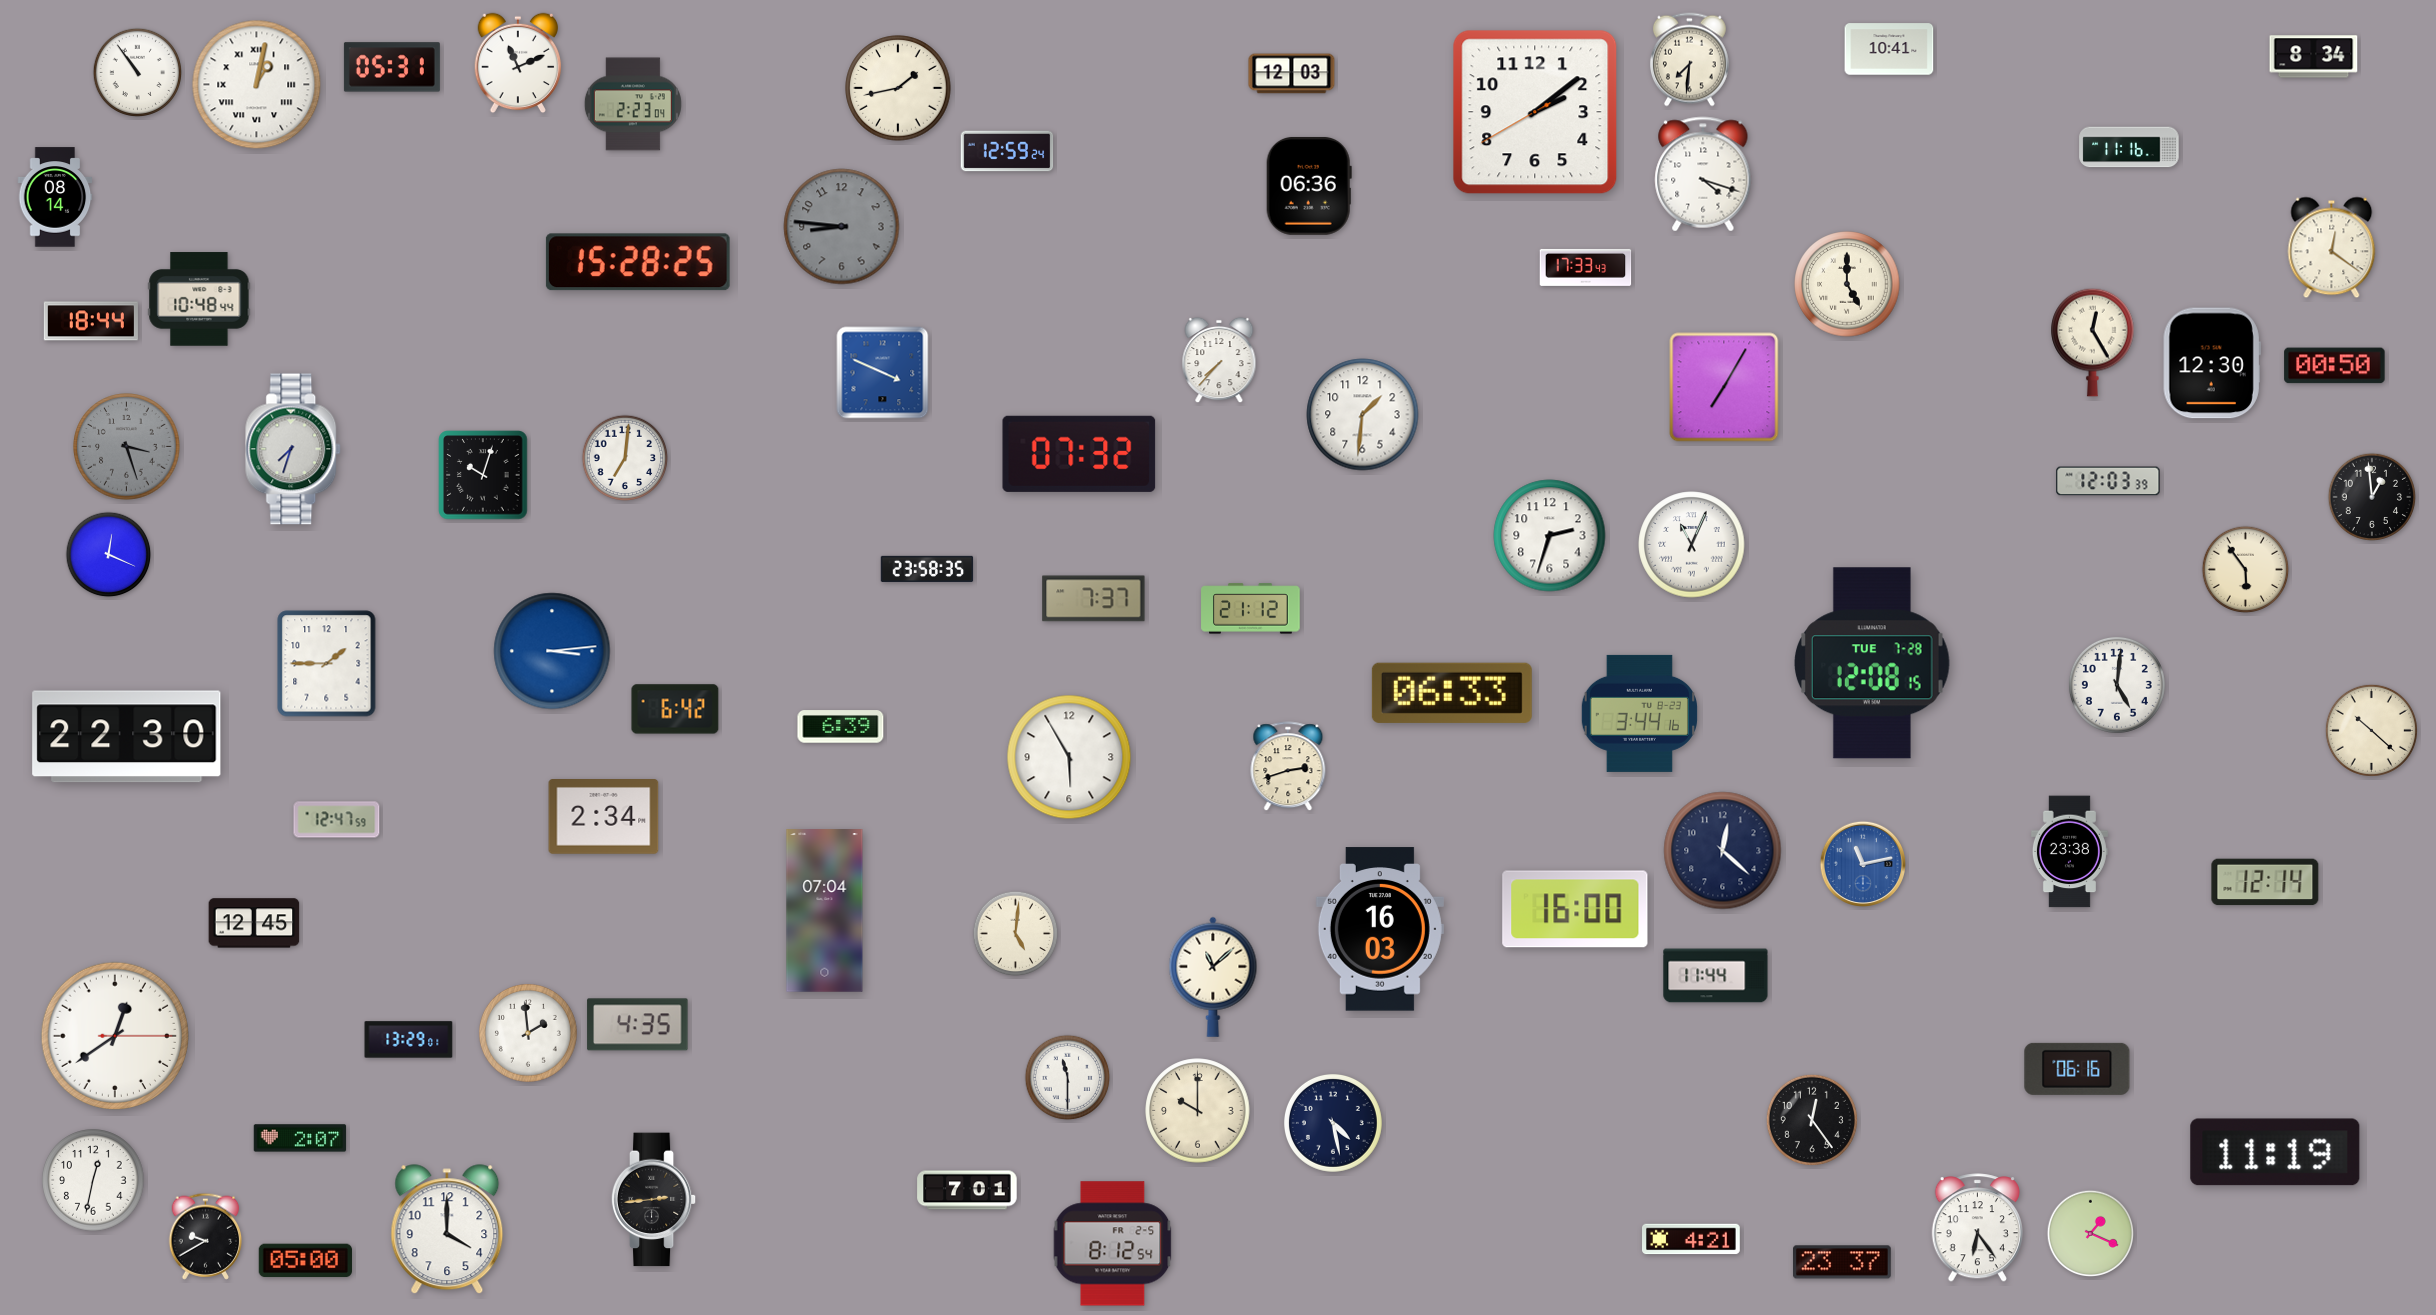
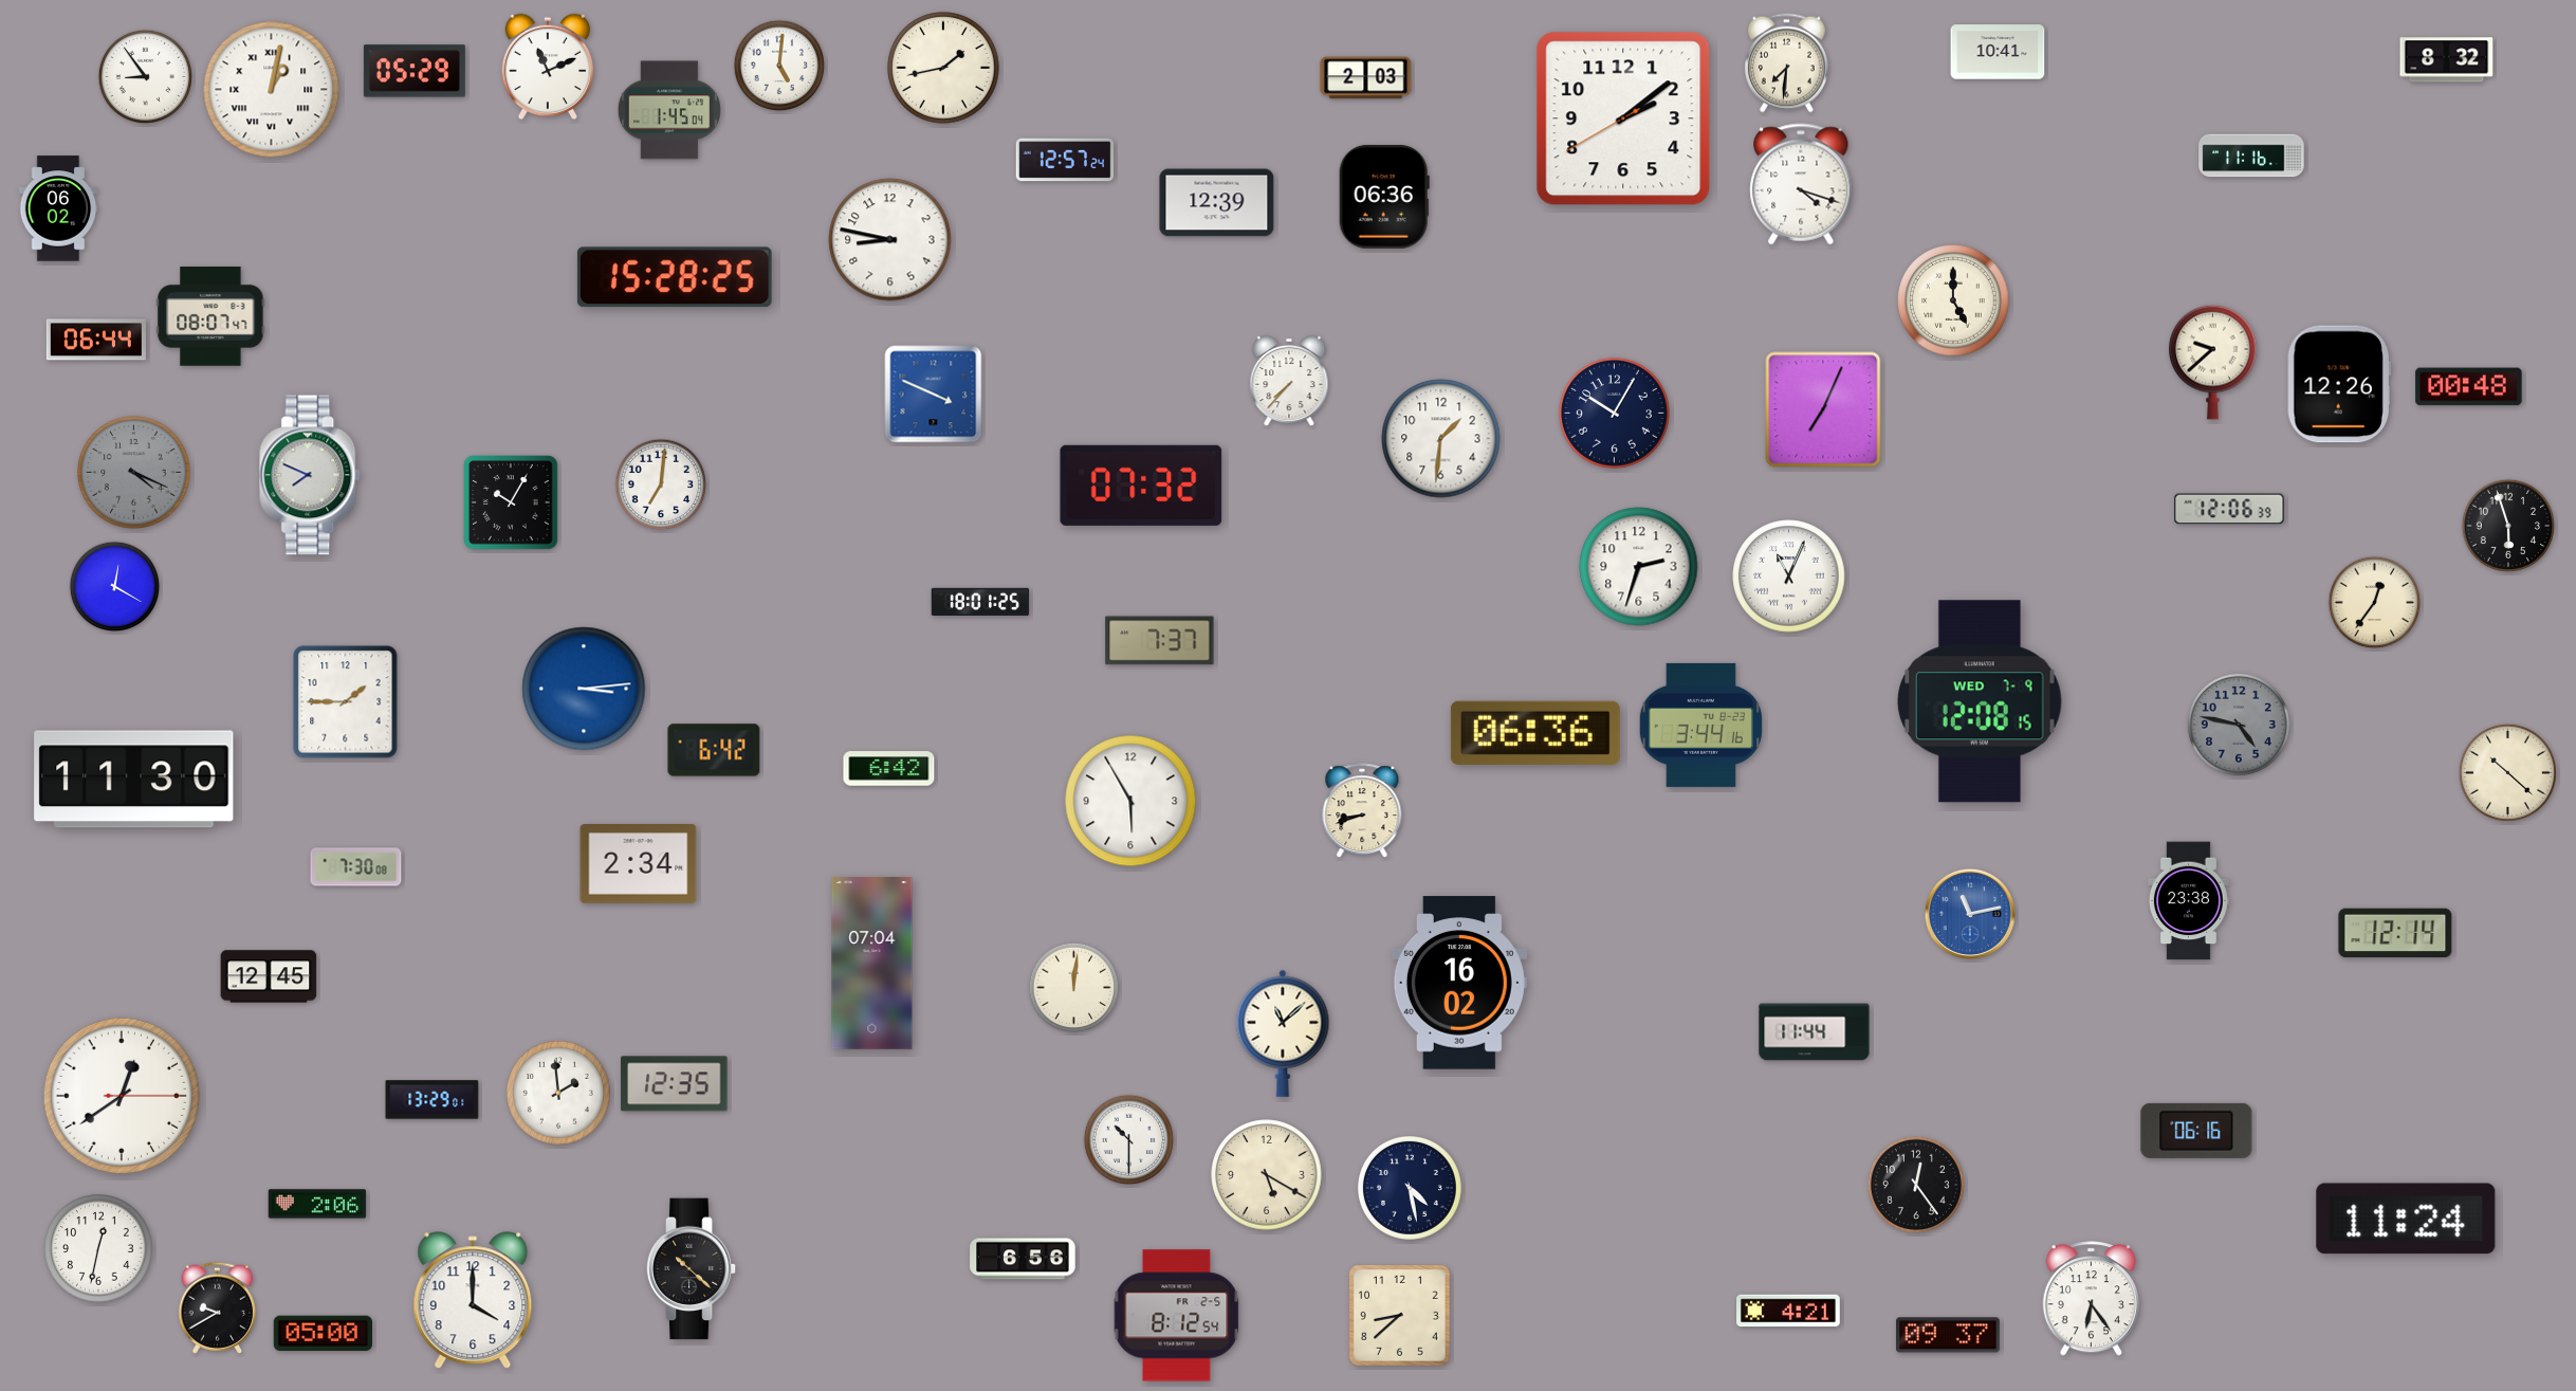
clock at (2314, 57): 8:34 -> 8:32
clock at (779, 66): none -> 5:01
clock at (392, 67): 05:31 -> 05:29
clock at (137, 72): 10:54 -> 8:54
clock at (1292, 74): 12:03 -> 2:03
clock at (898, 88) position: (898, 88) -> (943, 68)
clock at (633, 104): 2:23 -> 1:45
clock at (1007, 151): 12:59 -> 12:57
clock at (1217, 203): none -> 12:39
clock at (55, 197): 08:14 -> 06:02
clock at (842, 227): 8:46 -> 8:47
clock at (842, 227) dial: grey -> white
clock at (2332, 248): 12:21 -> none
clock at (1586, 267): 17:33 -> none
clock at (199, 299): 10:48 -> 08:07
clock at (91, 321): 18:44 -> 06:44
clock at (2093, 342): 12:25 -> 9:38
clock at (2212, 363): 12:30 -> 12:26
clock at (2335, 366): 00:50 -> 00:48
clock at (1724, 387): 7:05 -> 7:04
clock at (1615, 414): none -> 10:05
clock at (127, 447): 3:27 -> 4:19
clock at (294, 449): 7:33 -> 7:49
clock at (1079, 454) position: (1079, 454) -> (1141, 486)
clock at (483, 475): 10:03 -> 10:05
clock at (2108, 481): 12:03 -> 12:06
clock at (2372, 497): 12:59 -> 5:57
clock at (109, 555): 12:19 -> 12:20
clock at (927, 569): 23:58 -> 18:01
clock at (2246, 570): 5:54 -> 12:36
clock at (1094, 599) position: (1094, 599) -> (1160, 641)
clock at (1251, 609): 21:12 -> none
clock at (1872, 663) date: TUE 7-28 -> WED 7-9
clock at (2117, 685): 5:01 -> 4:47
clock at (2117, 685) dial: white -> grey
clock at (1452, 693): 06:33 -> 06:36
clock at (1639, 713) position: (1639, 713) -> (1700, 725)
clock at (841, 727): 6:39 -> 6:42
clock at (127, 737): 22:30 -> 11:30
clock at (1288, 767): 2:42 -> 8:42
clock at (337, 820): 12:47 -> 7:30
clock at (1723, 851): 12:22 -> none
clock at (1575, 909): 16:00 -> none
clock at (1380, 929): 16:03 -> 16:02
clock at (1016, 934): 5:01 -> 12:01
clock at (638, 1025): 4:35 -> 12:35
clock at (1068, 1078): 11:30 -> 10:30
clock at (1198, 1111): 10:00 -> 5:20
clock at (300, 1138): 2:07 -> 2:06
clock at (2275, 1152): 11:19 -> 11:24
clock at (967, 1190): 7:01 -> 6:56
clock at (654, 1200): 2:44 -> 10:22
clock at (2091, 1234): 1:19 -> none
clock at (1400, 1316): none -> 8:38
clock at (1843, 1262): 23:37 -> 09:37
